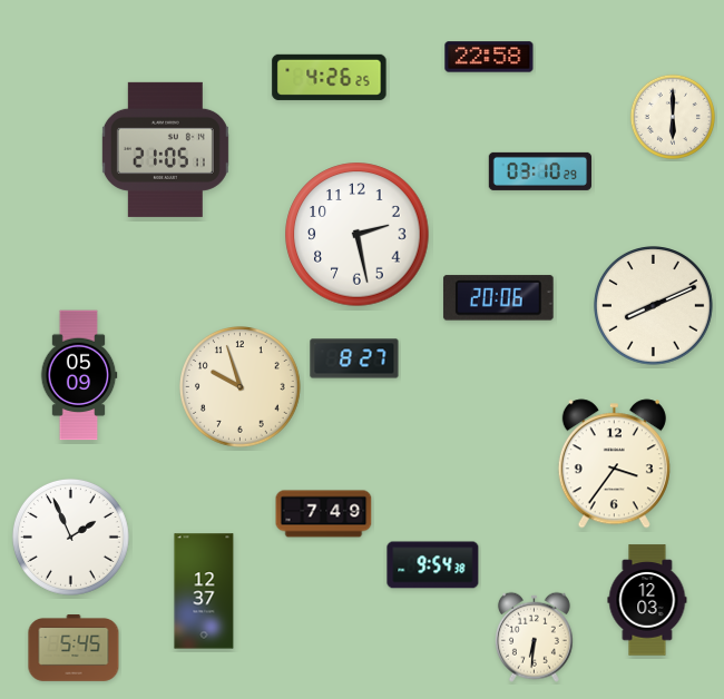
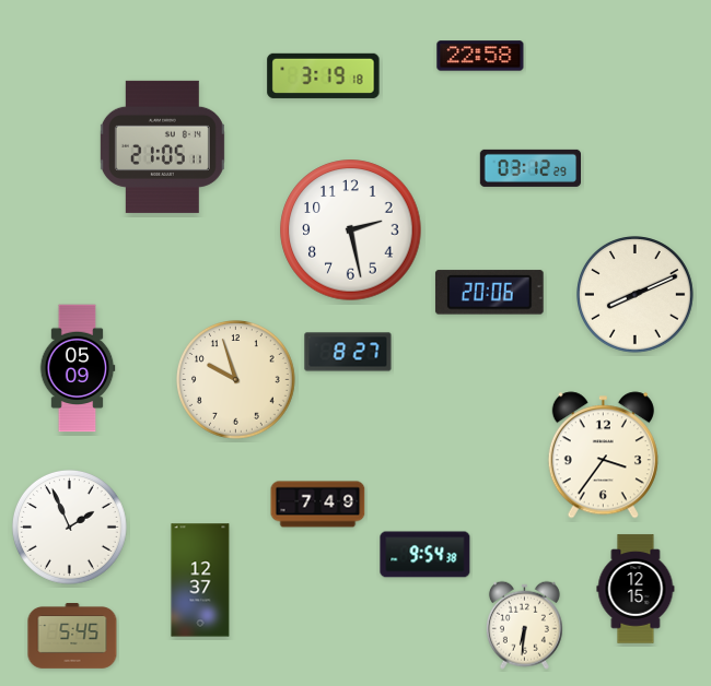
clock at (330, 77): 4:26 -> 3:19
clock at (672, 116): 6:00 -> none
clock at (539, 171): 03:10 -> 03:12
clock at (654, 306) position: (654, 306) -> (636, 295)
clock at (647, 600): 12:03 -> 12:15
